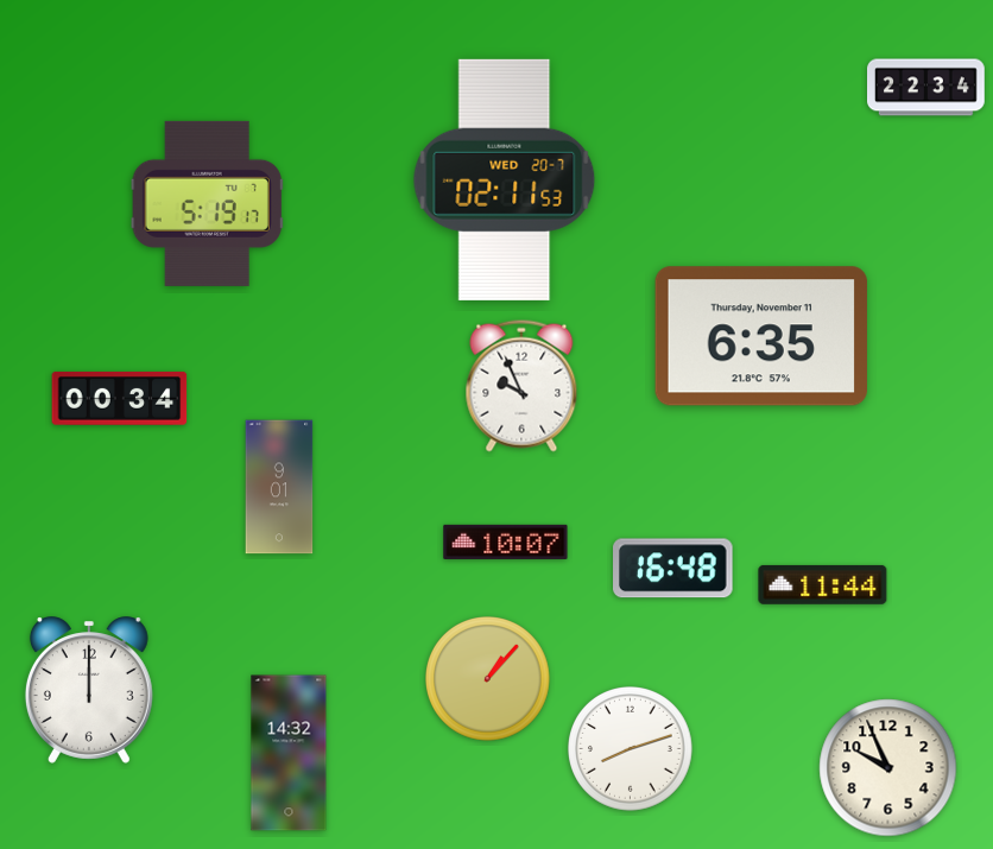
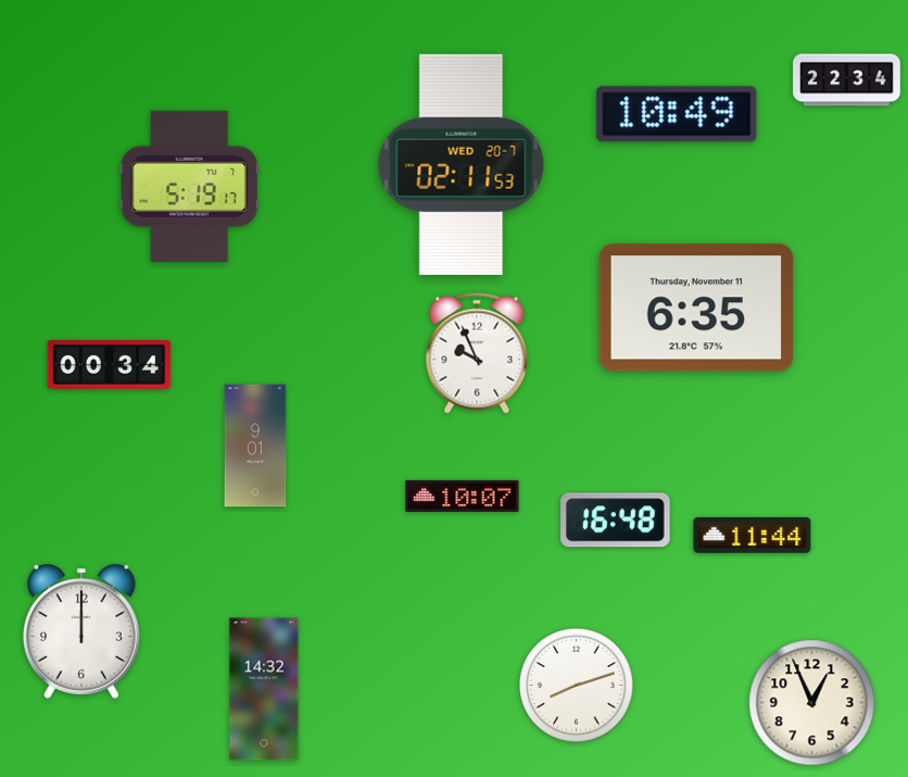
clock at (677, 114): none -> 10:49
clock at (488, 679): 1:07 -> none
clock at (888, 768): 9:56 -> 12:56
